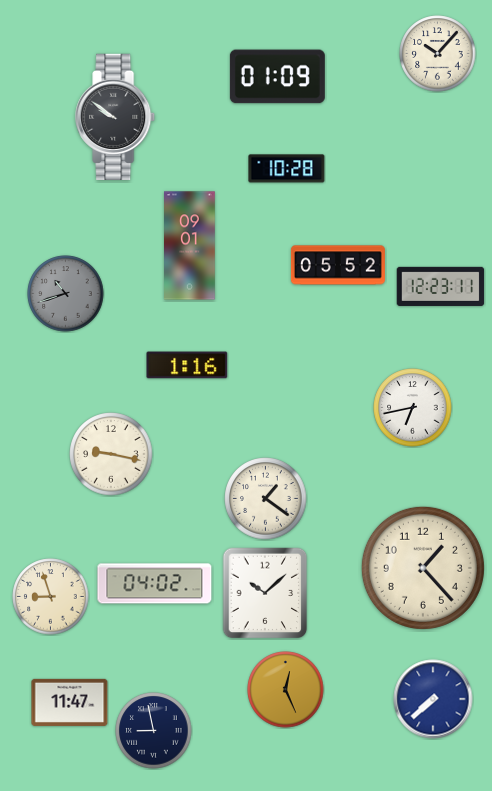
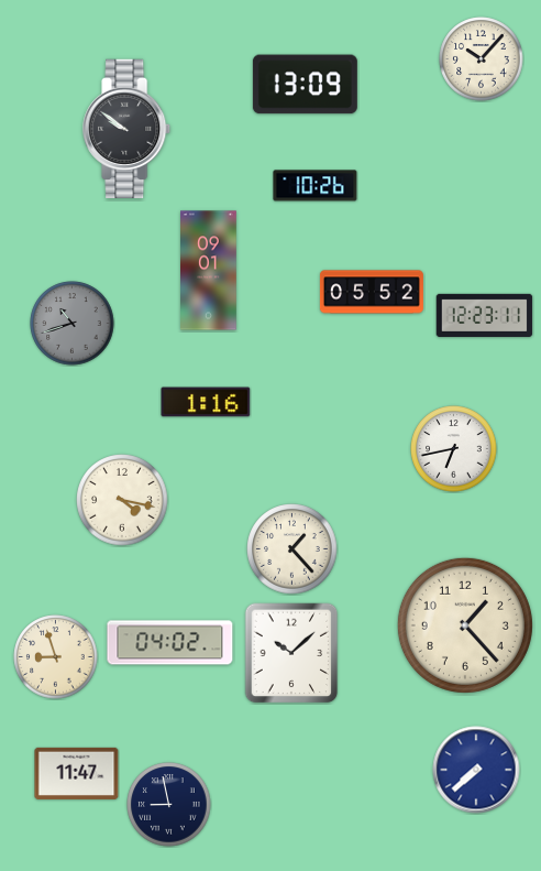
clock at (277, 77): 01:09 -> 13:09
clock at (287, 169): 10:28 -> 10:26
clock at (111, 454): 9:17 -> 4:17
clock at (266, 499): 1:21 -> 1:23
clock at (286, 690): 12:26 -> none
